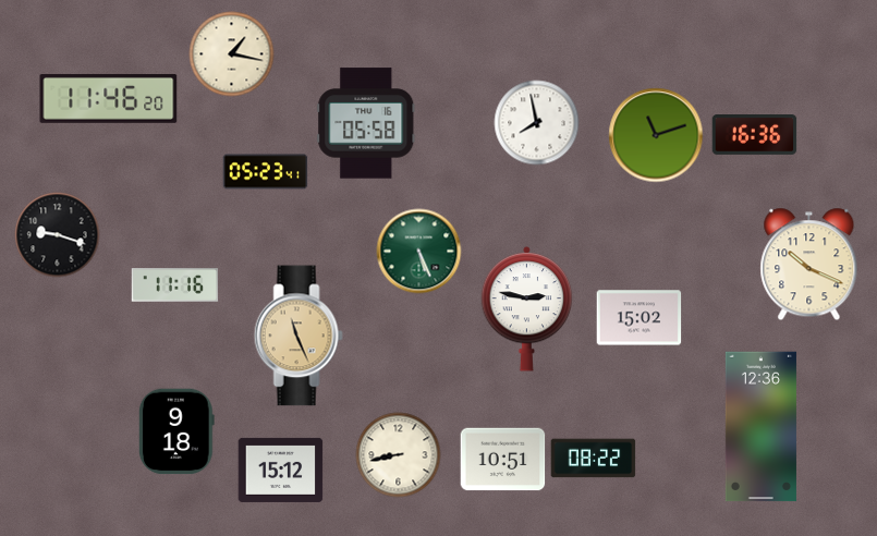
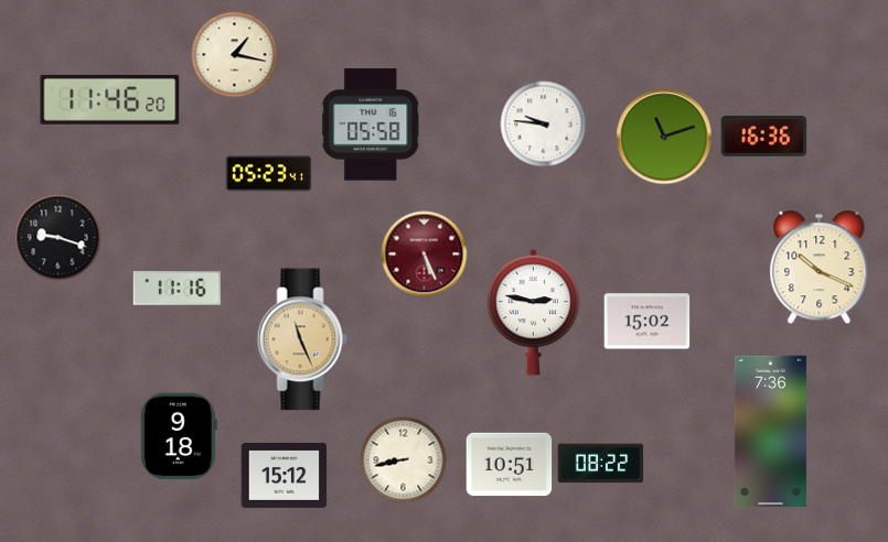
clock at (536, 122): 7:58 -> 9:46
clock at (418, 251) dial: green -> burgundy
clock at (760, 427): 12:36 -> 7:36
